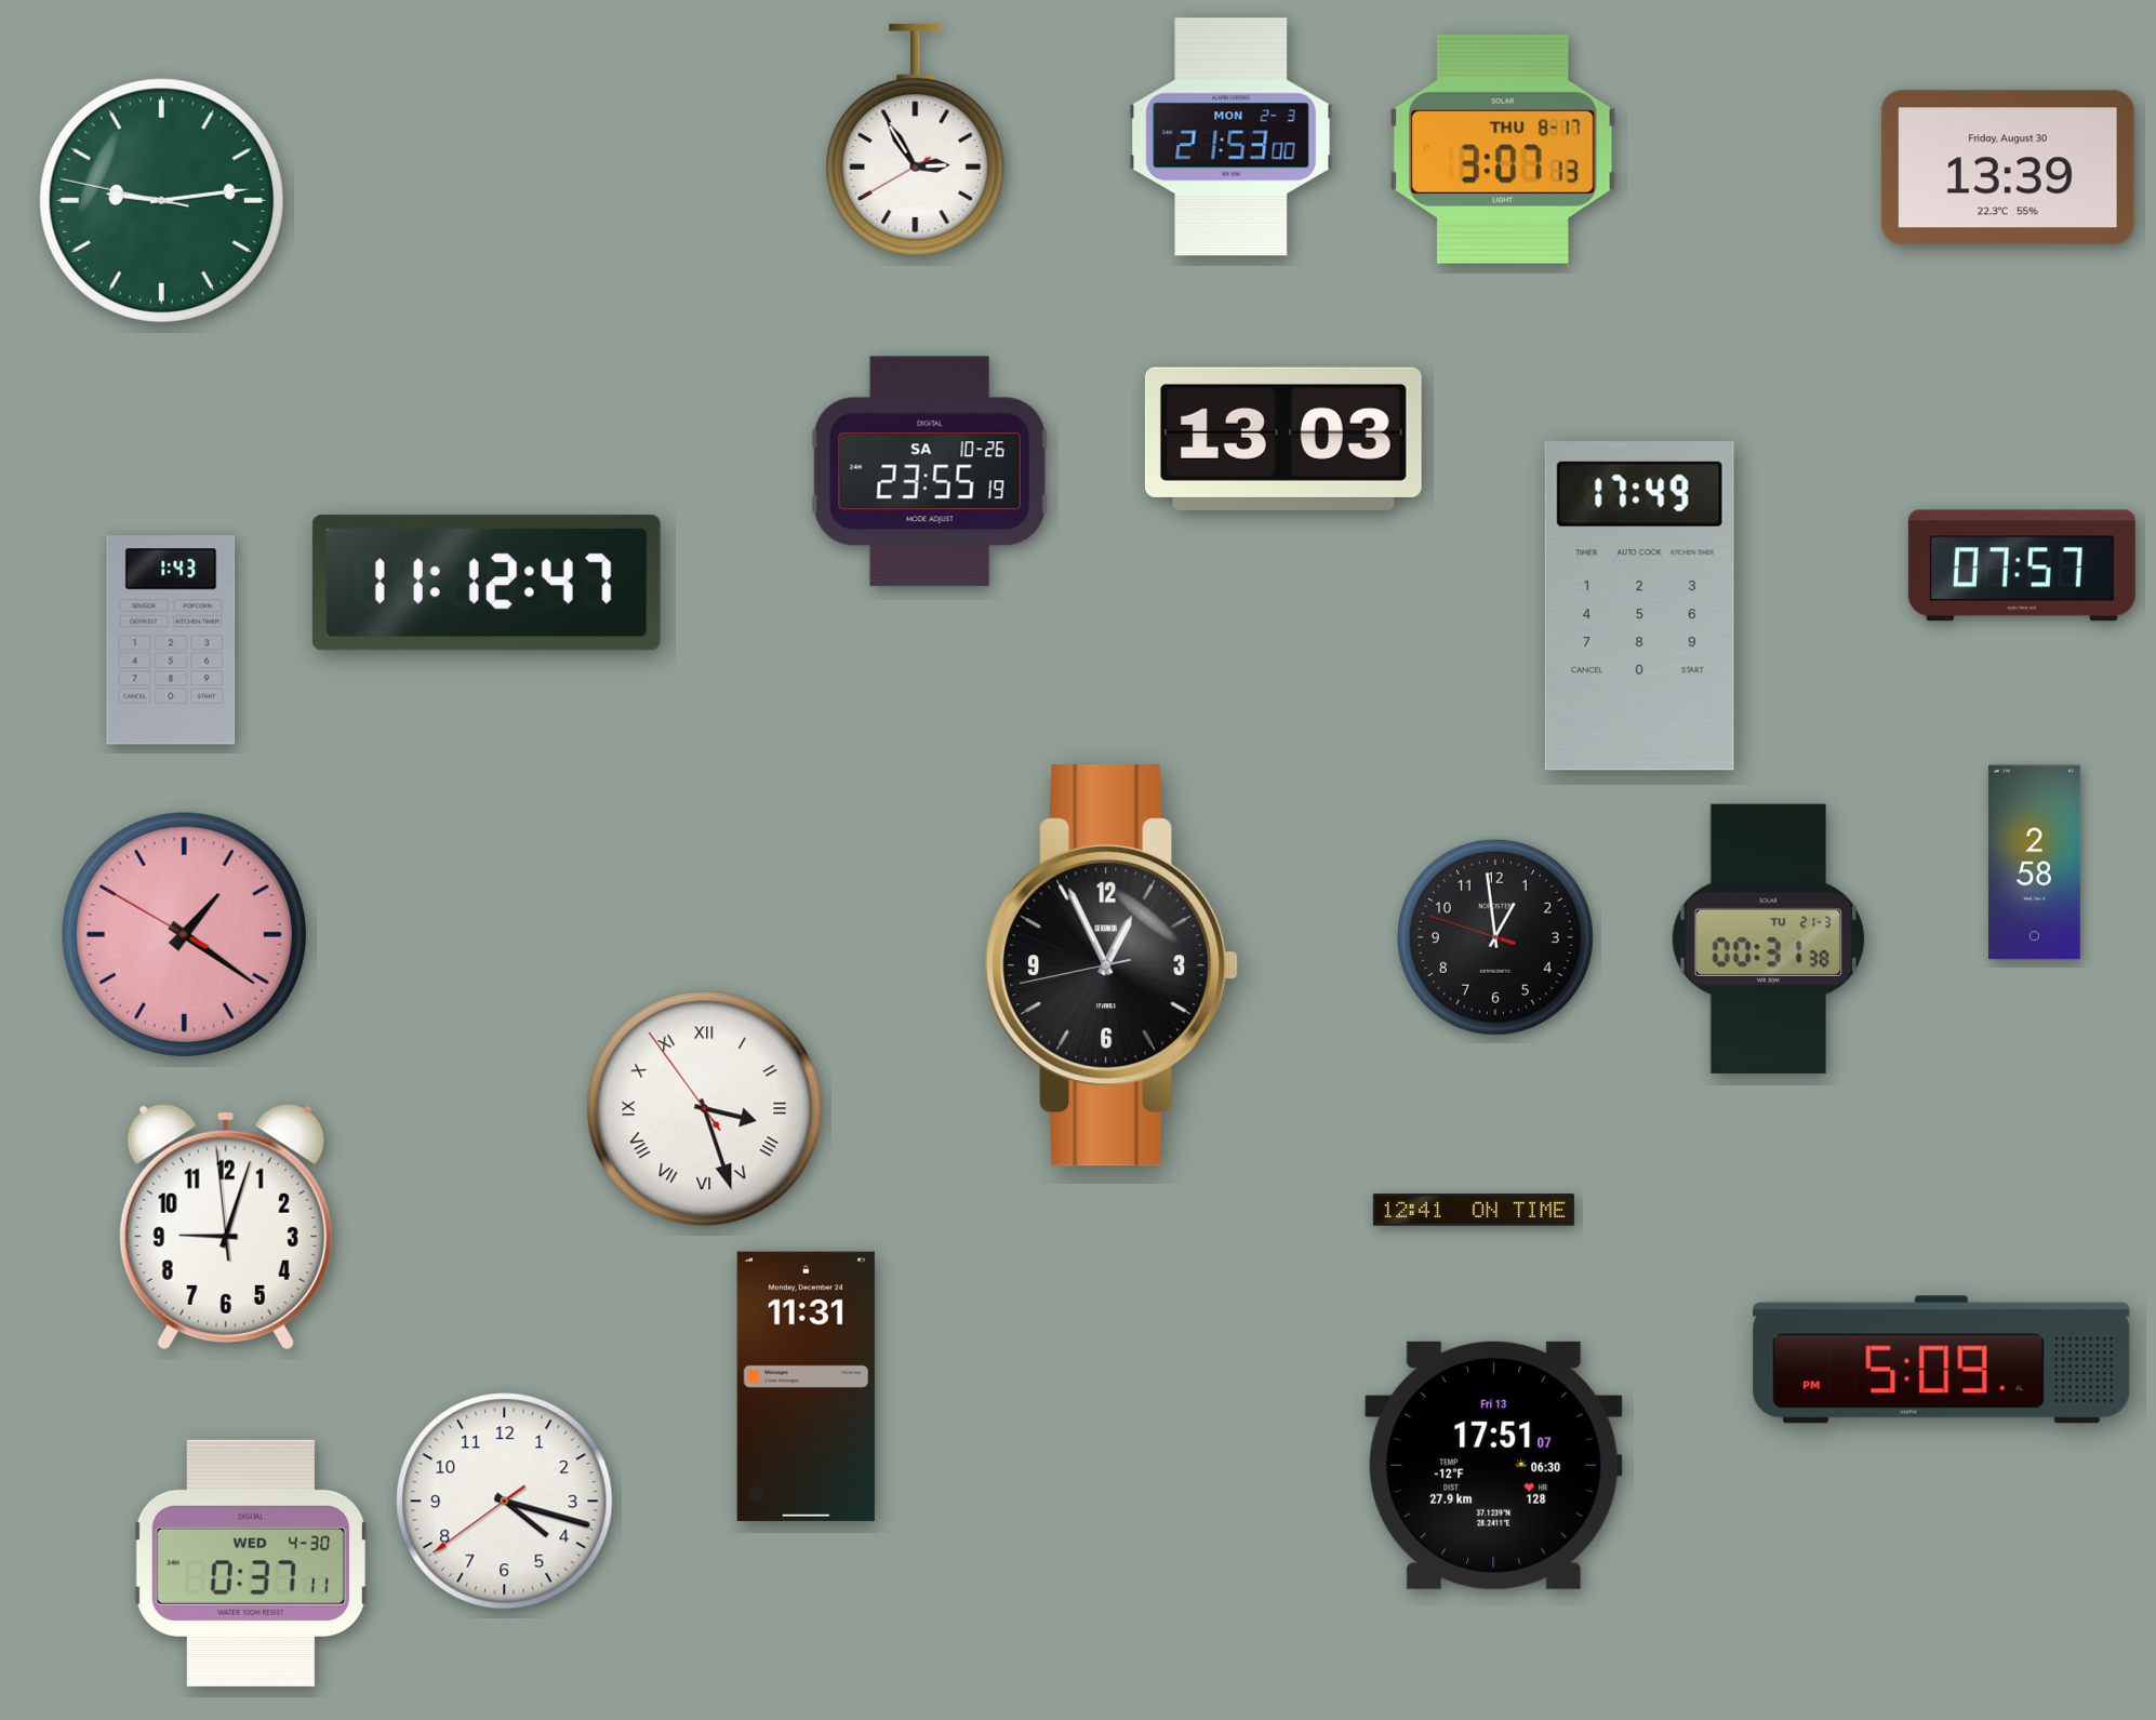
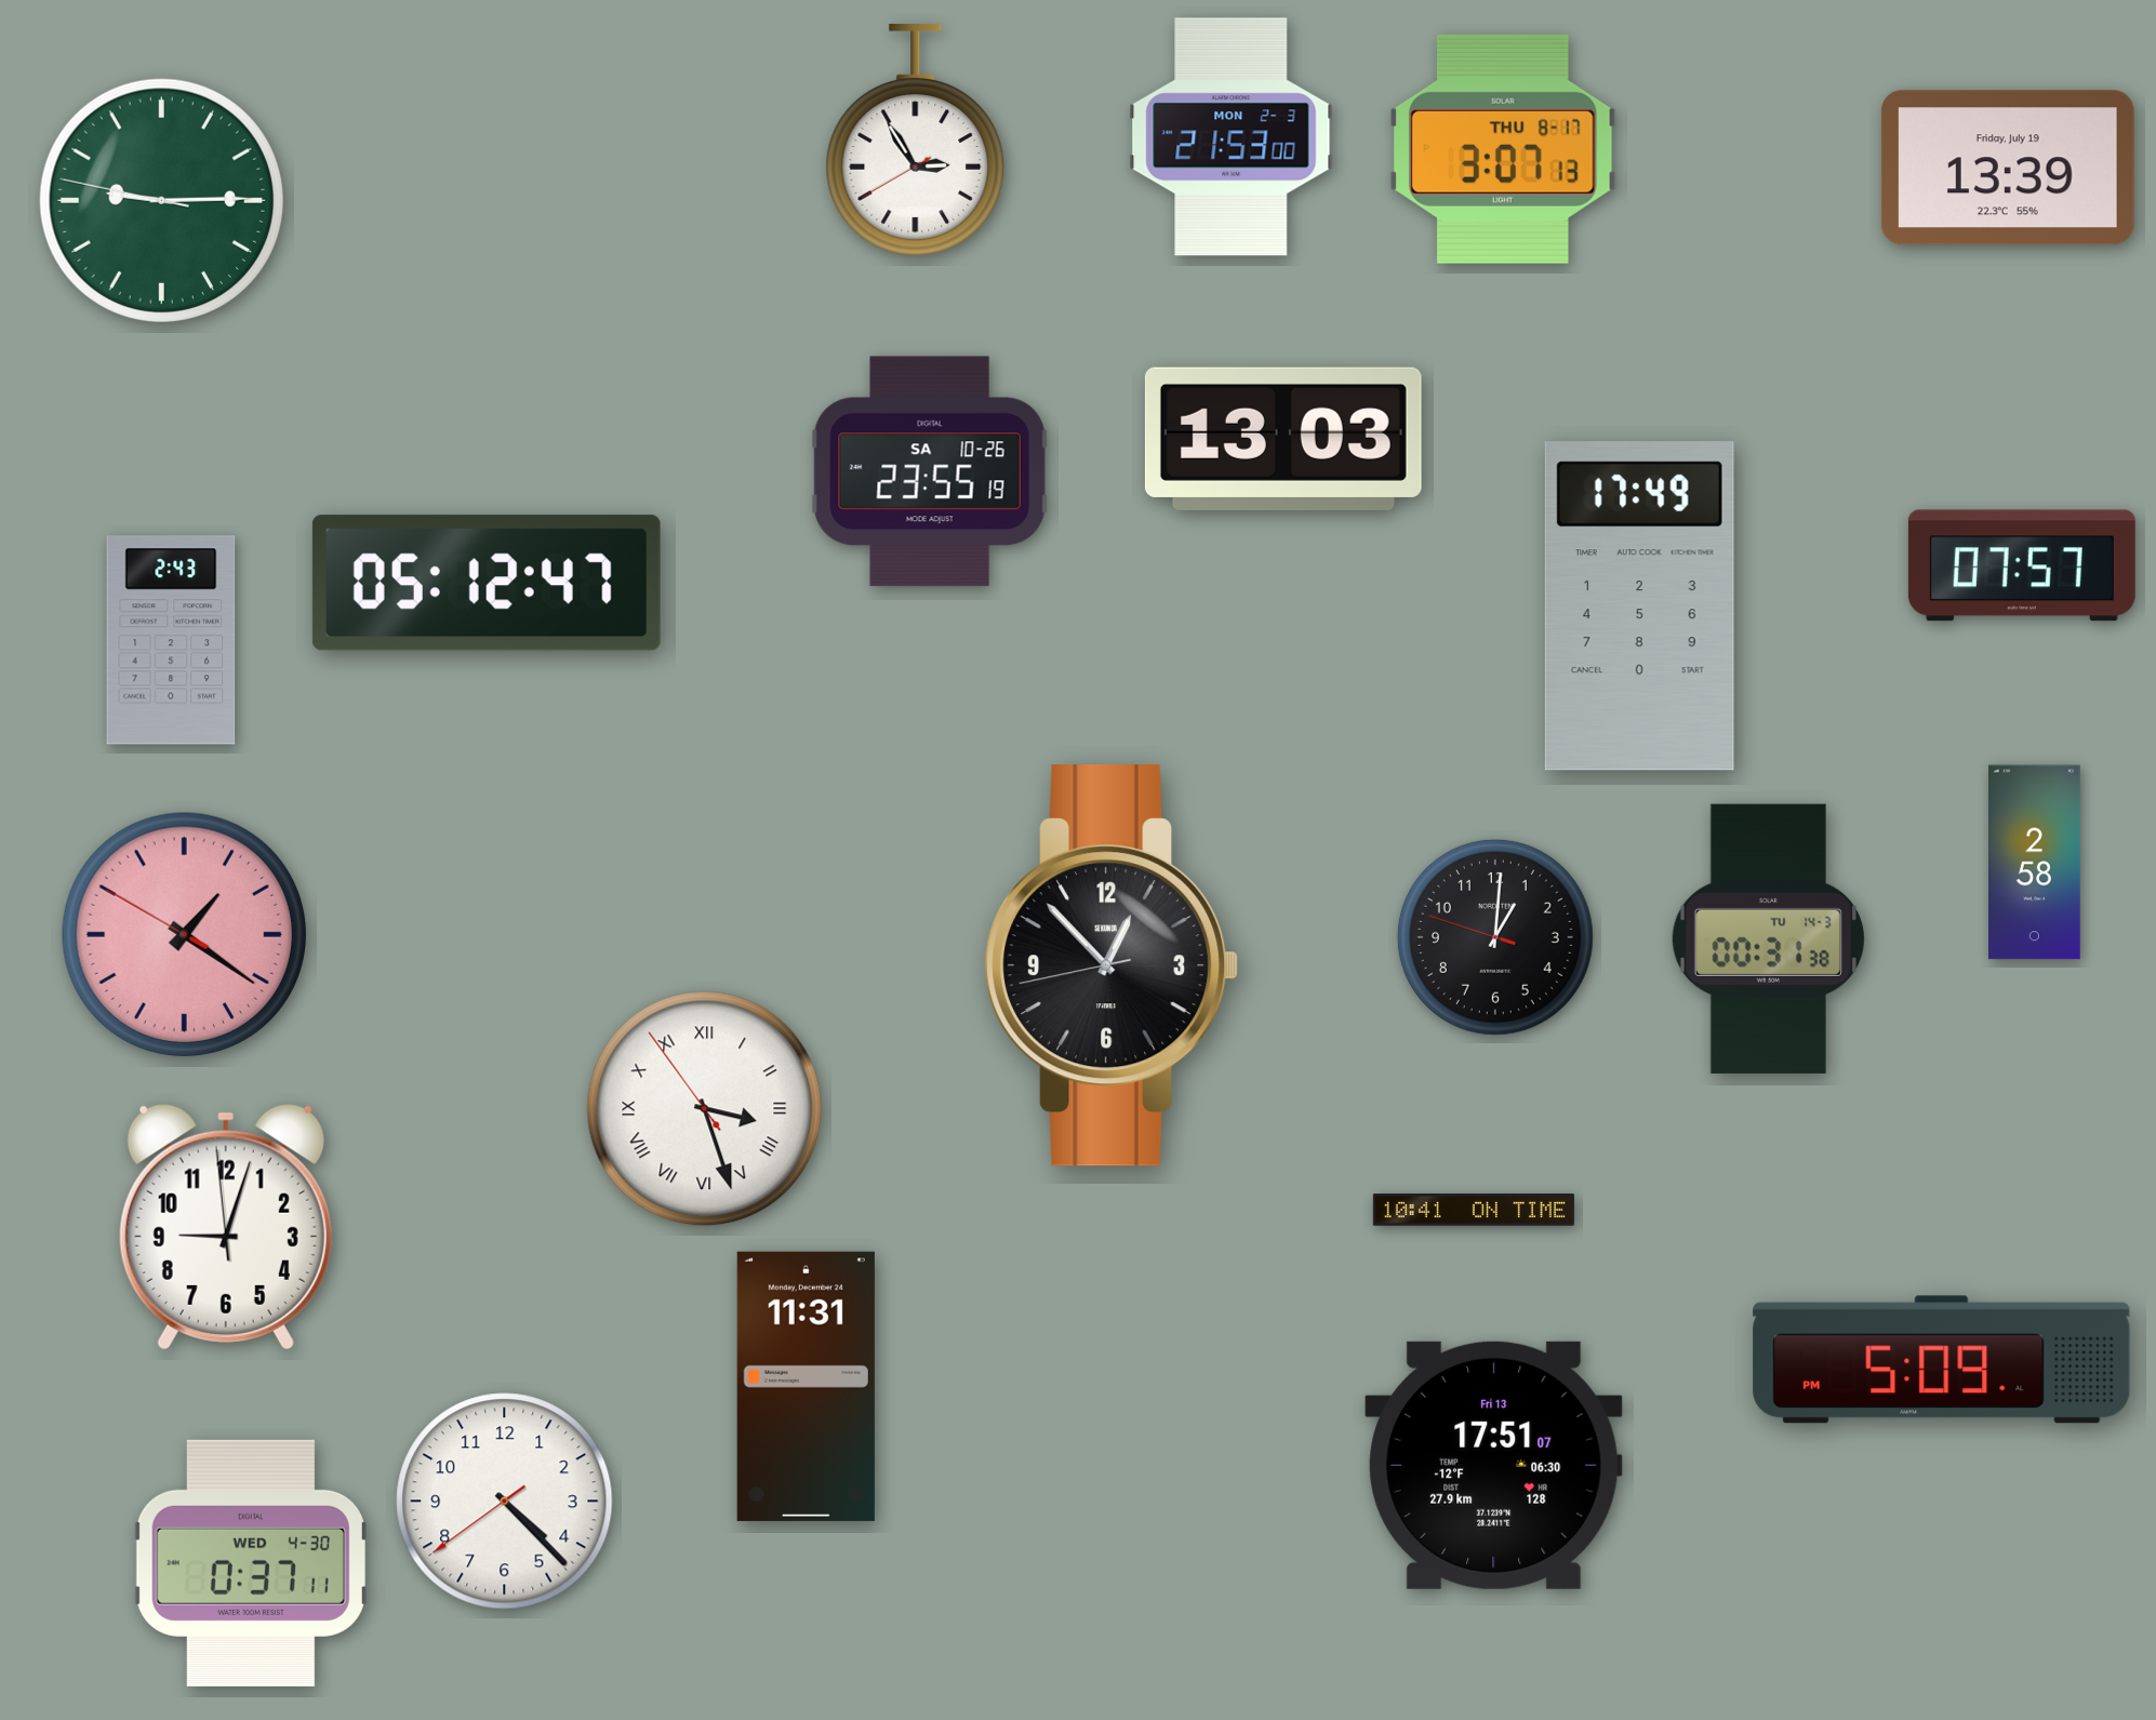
clock at (2008, 168) date: Friday, August 30 -> Friday, July 19
clock at (161, 200): 9:13 -> 9:14
clock at (487, 583): 11:12 -> 05:12
clock at (171, 640): 1:43 -> 2:43
clock at (1495, 937): 12:58 -> 1:00
clock at (1768, 938) date: TU 21-3 -> TU 14-3
clock at (1112, 965): 12:55 -> 12:52
clock at (1474, 1210): 12:41 -> 10:41
clock at (505, 1502): 4:17 -> 4:22
